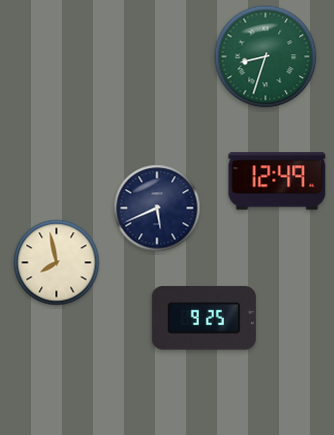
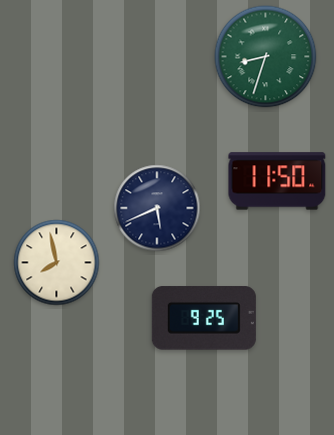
clock at (277, 181): 12:49 -> 11:50
